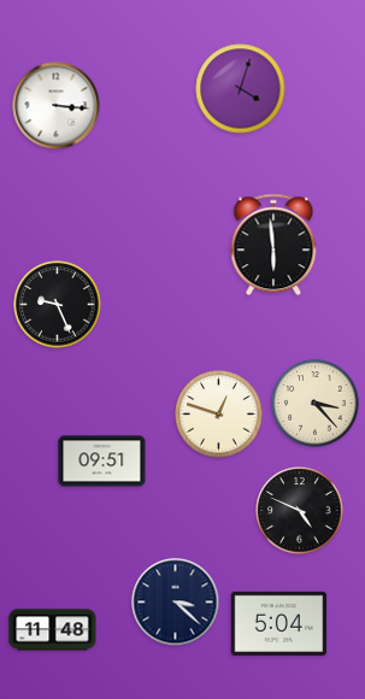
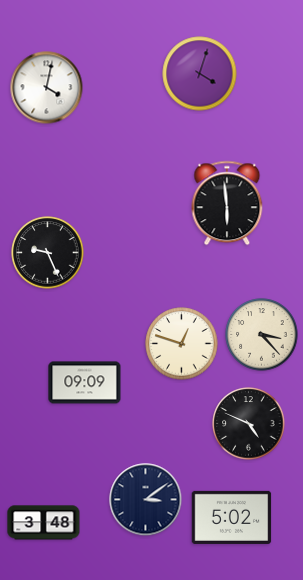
clock at (57, 106): 3:16 -> 4:02
clock at (102, 462): 09:51 -> 09:09
clock at (176, 603): 3:22 -> 3:09
clock at (279, 623): 5:04 -> 5:02
clock at (53, 630): 11:48 -> 3:48
